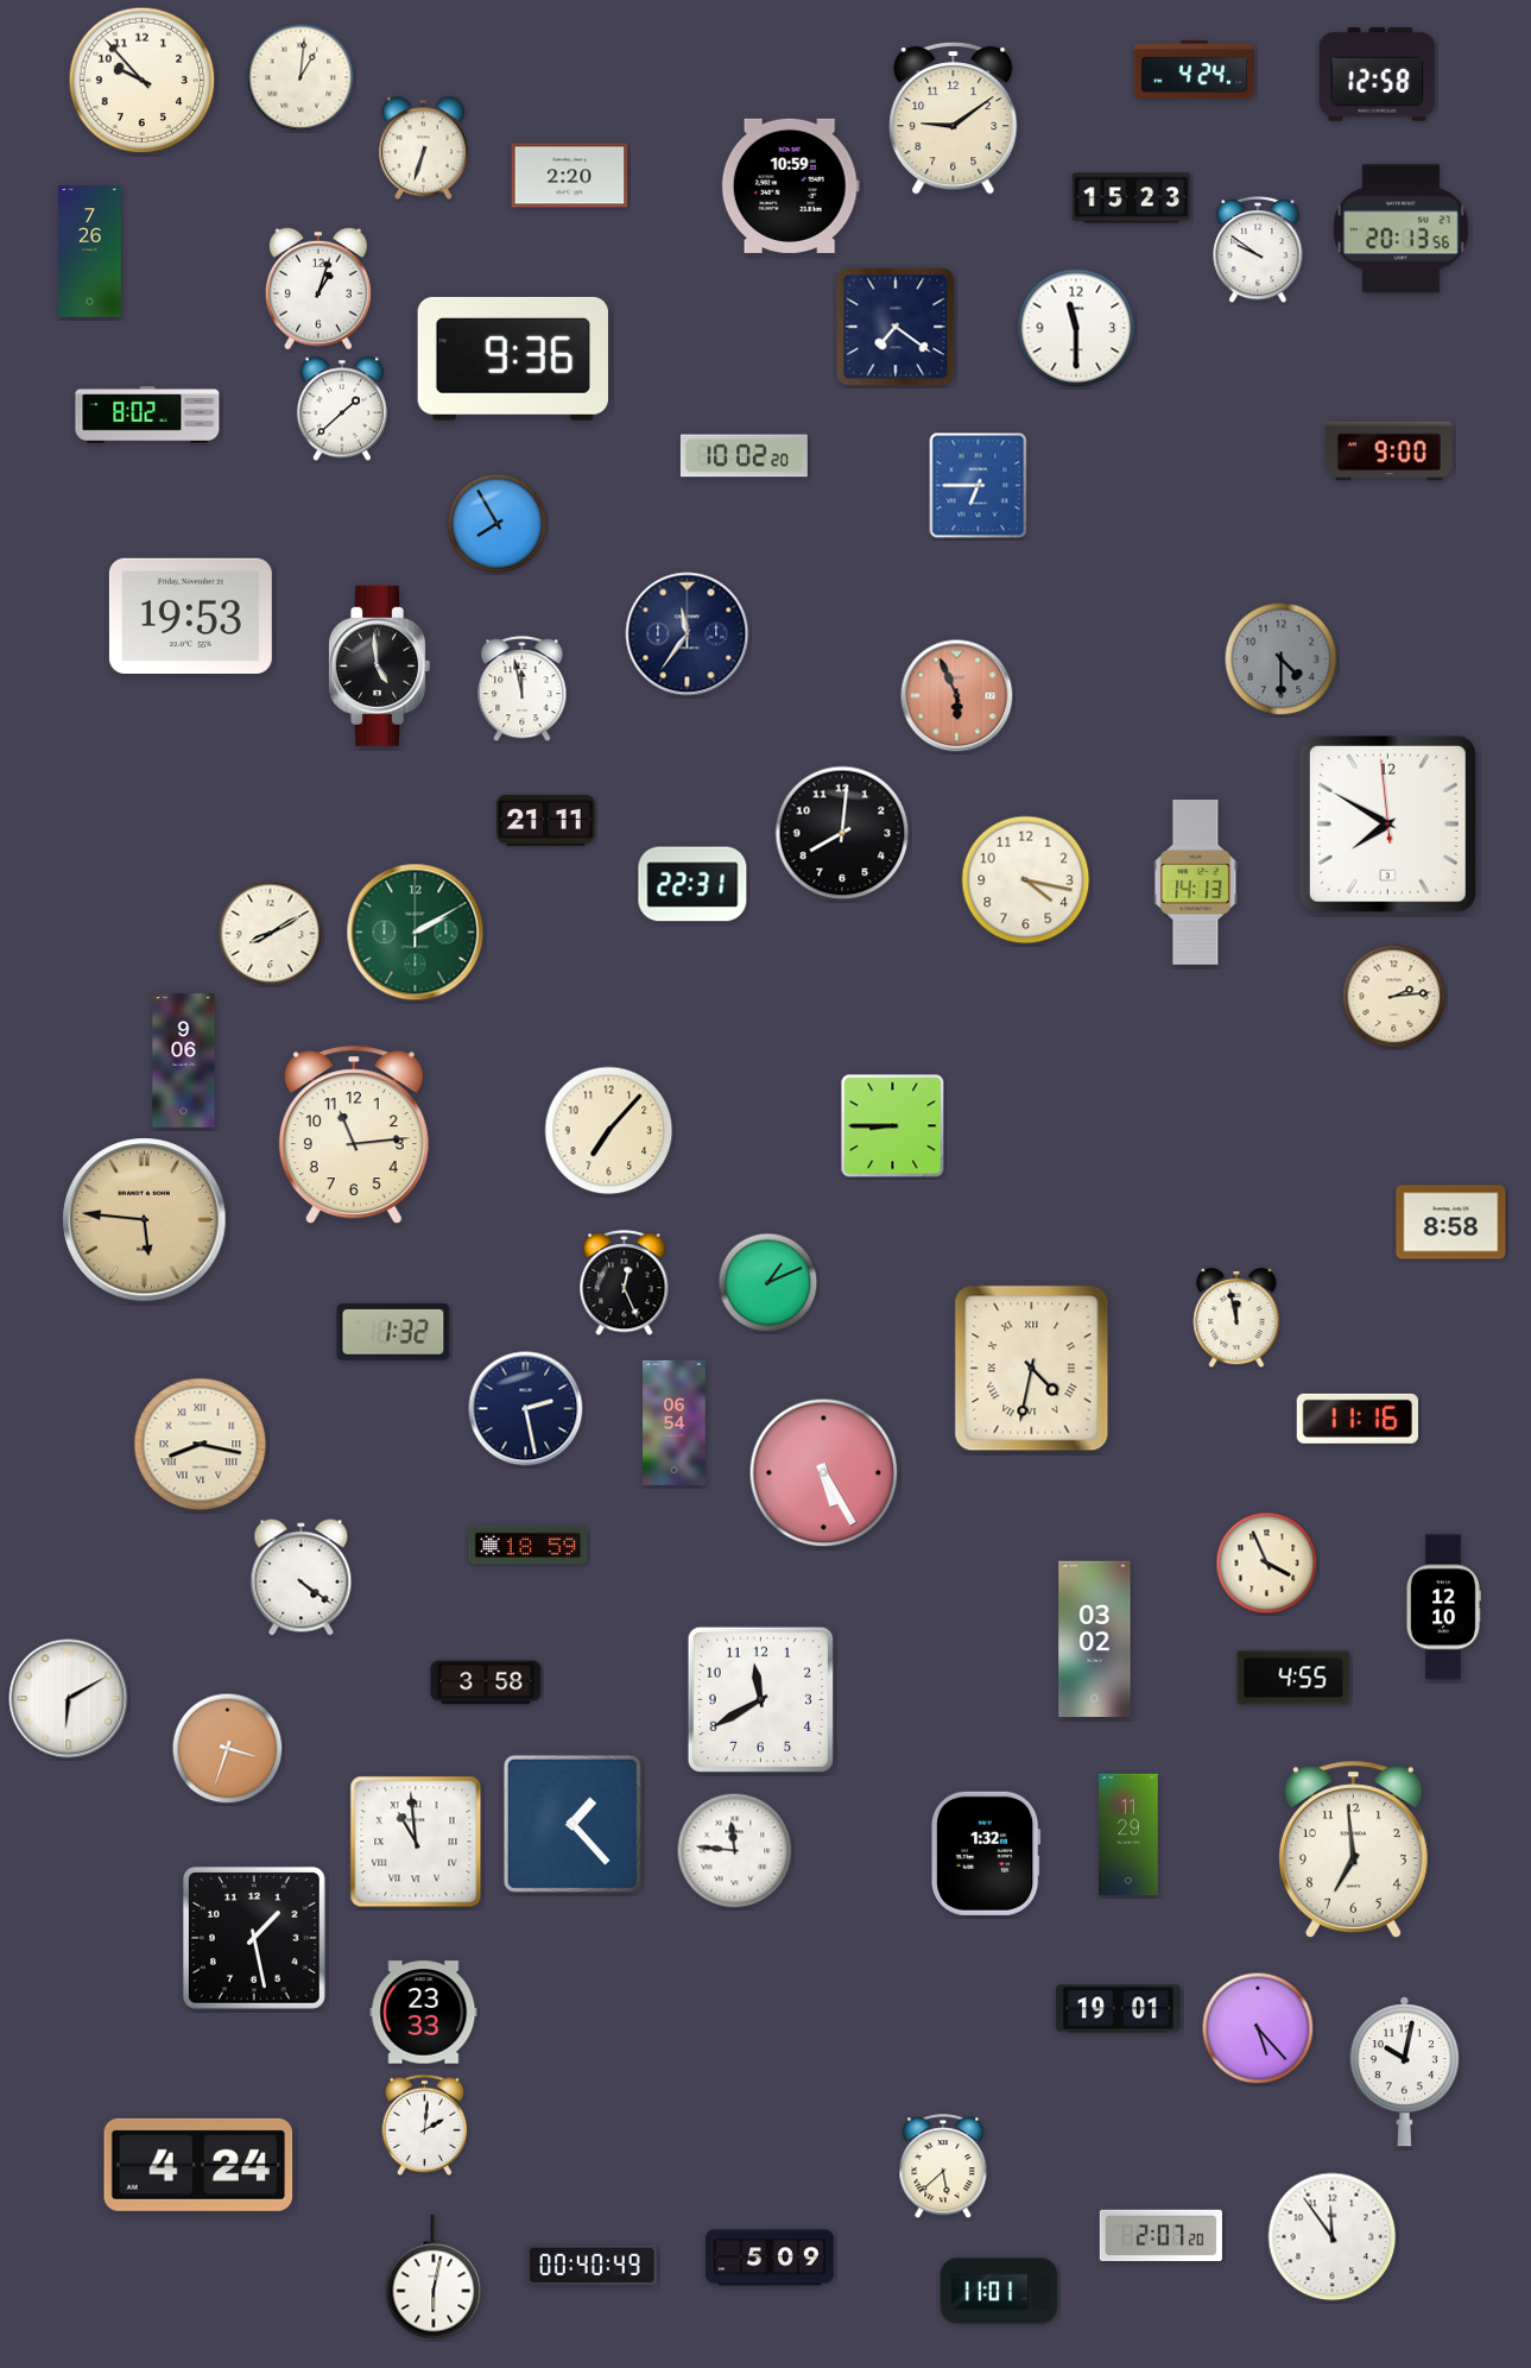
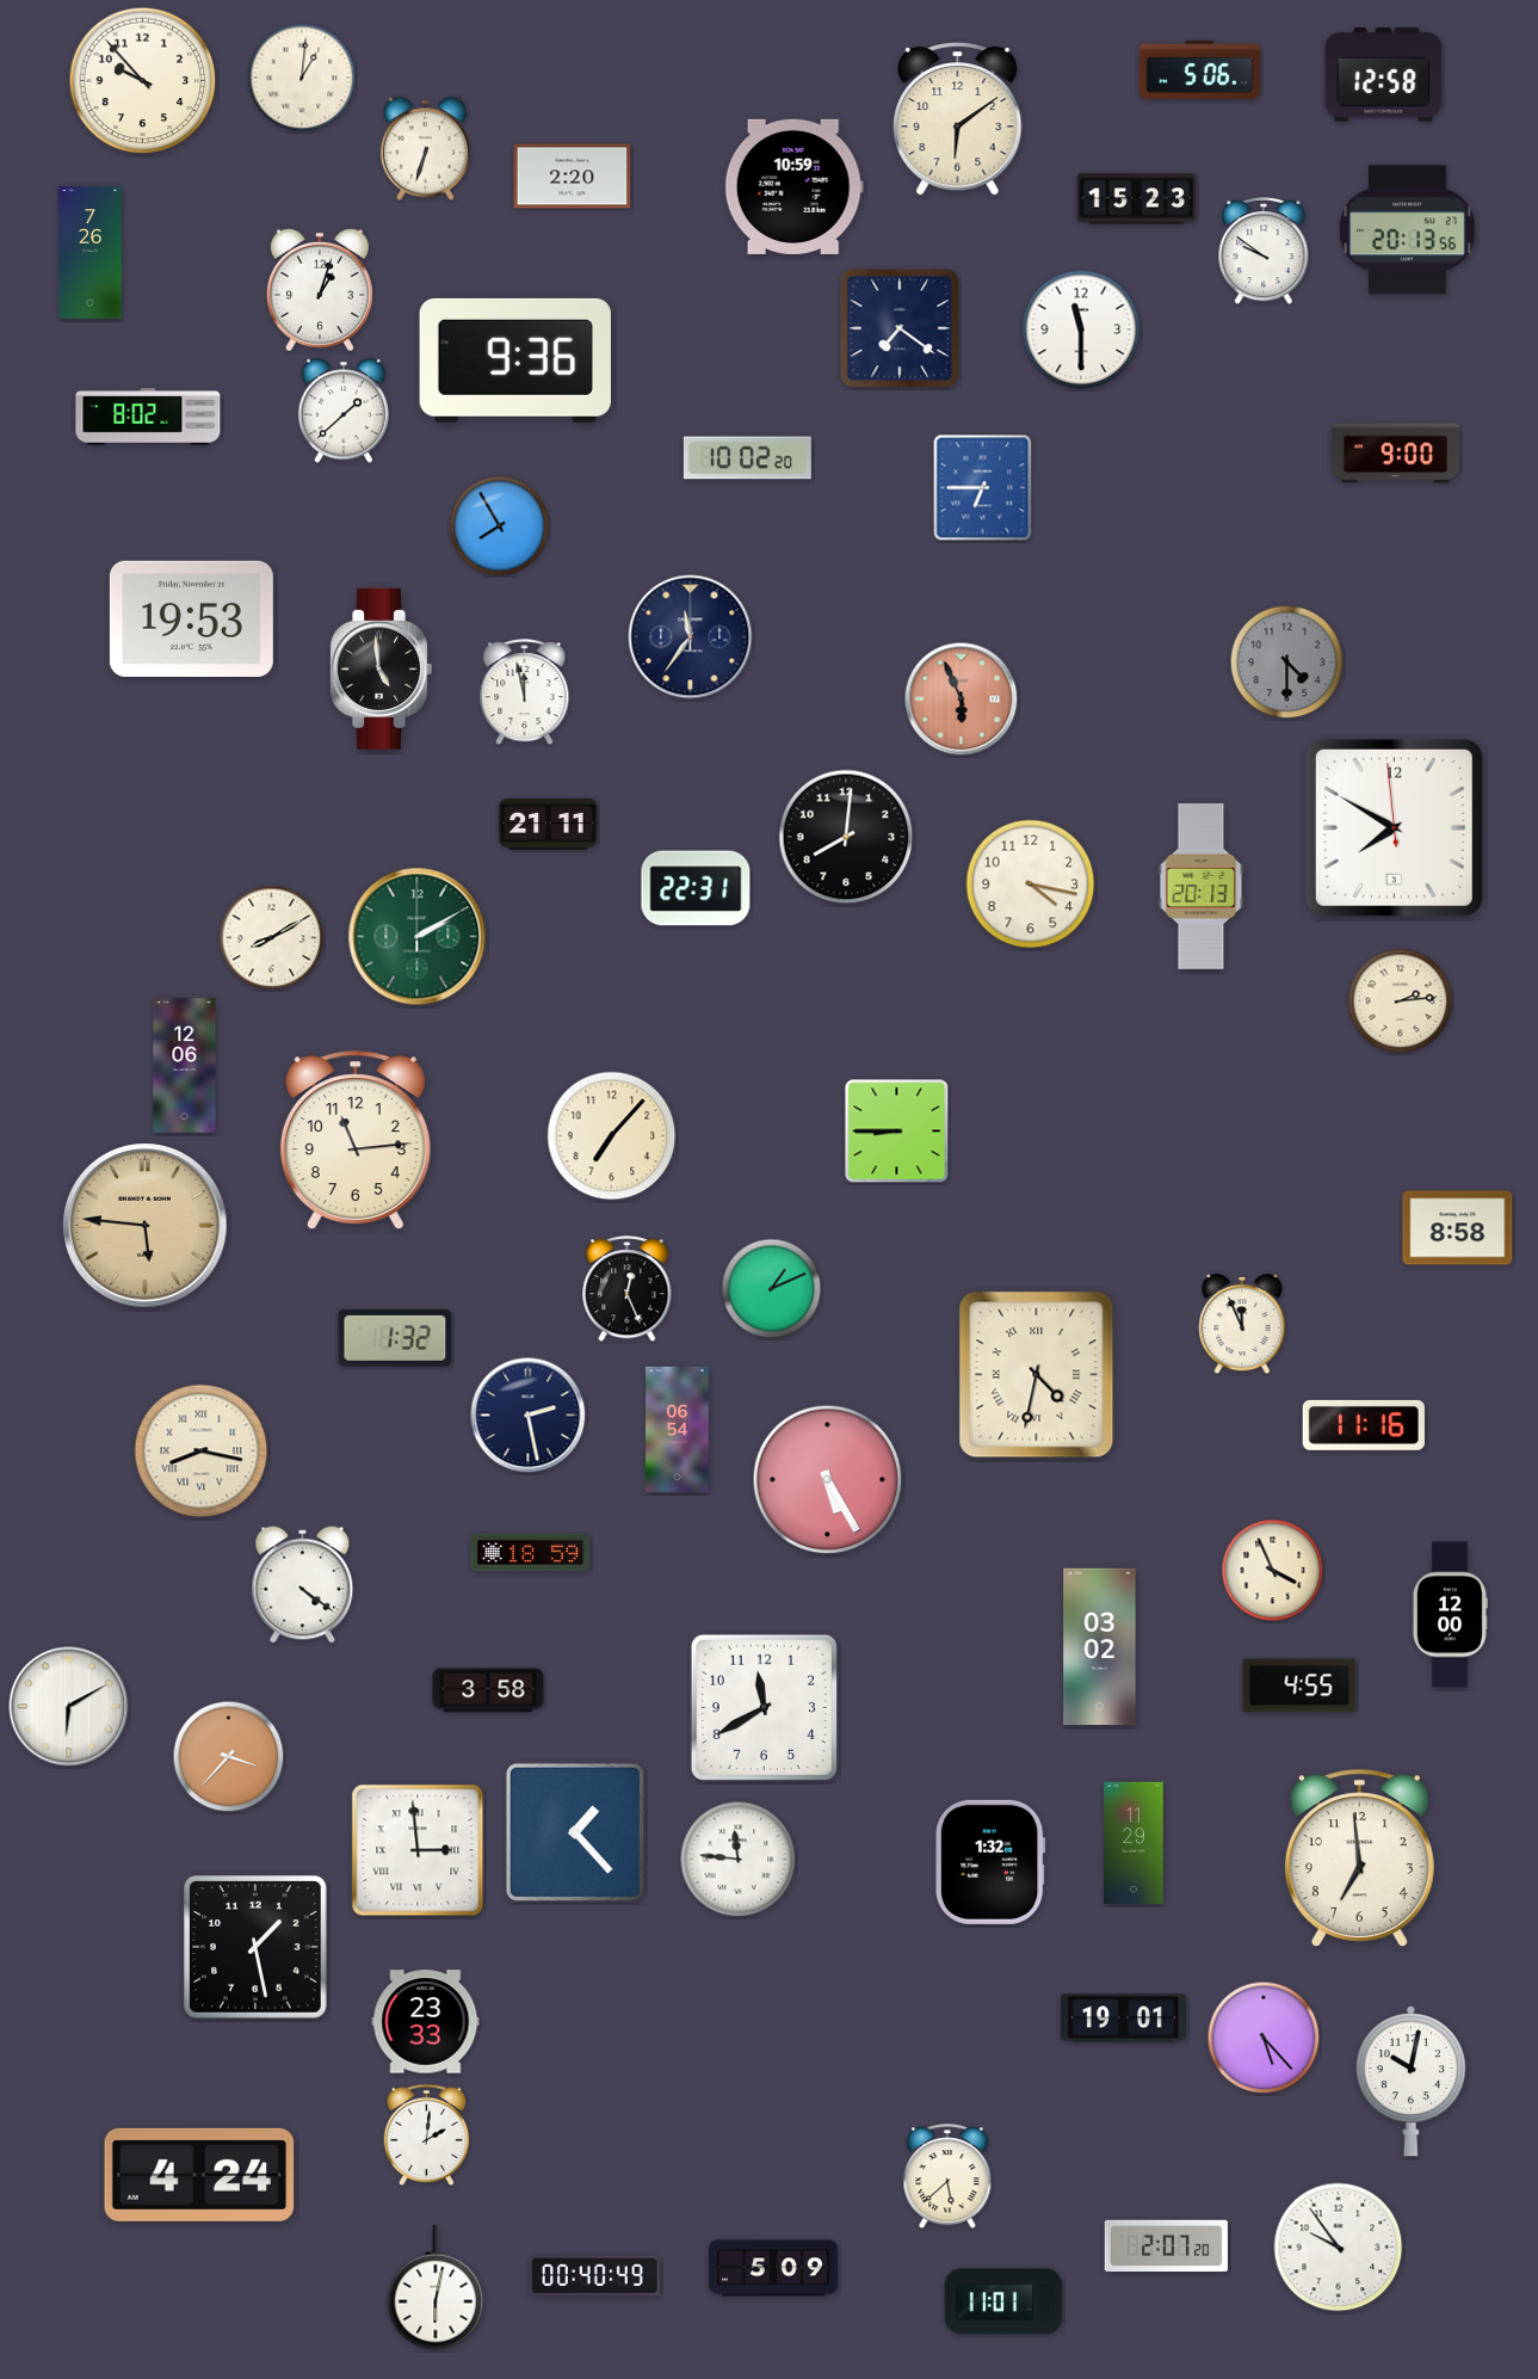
clock at (1195, 69): 4:24 -> 5:06
clock at (954, 119): 9:09 -> 6:09
clock at (1196, 883): 14:13 -> 20:13
clock at (184, 1061): 9:06 -> 12:06
clock at (1236, 1318): 11:58 -> 11:56
clock at (1443, 1608): 12:10 -> 12:00
clock at (228, 1749): 3:33 -> 3:37
clock at (416, 1842): 10:59 -> 2:59
clock at (1333, 2237): 11:54 -> 9:54
